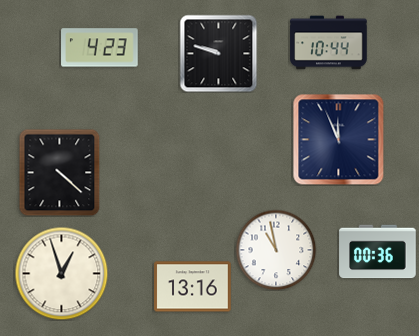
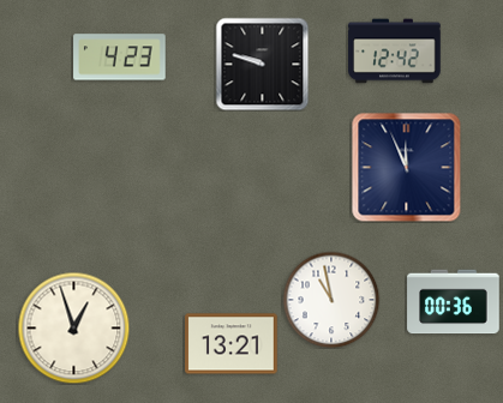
clock at (329, 43): 10:44 -> 12:42
clock at (60, 172): 4:22 -> none
clock at (193, 287): 13:16 -> 13:21
